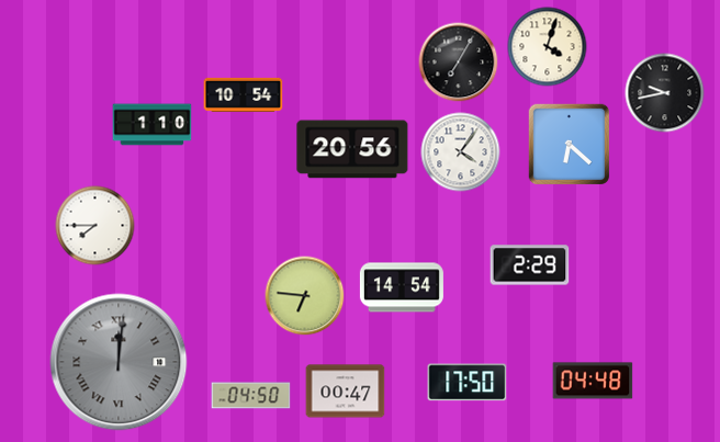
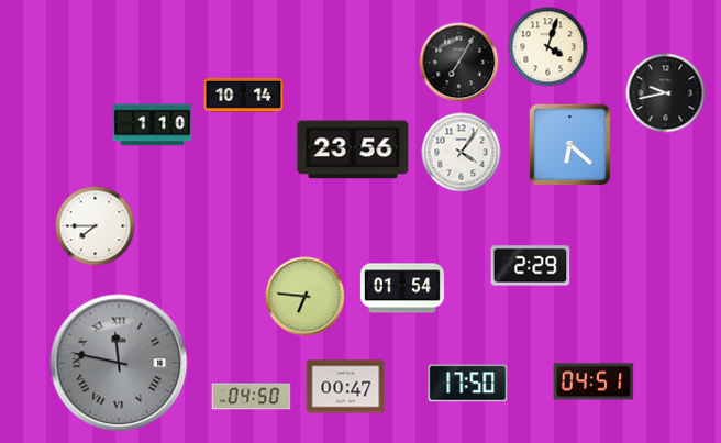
clock at (244, 94): 10:54 -> 10:14
clock at (352, 149): 20:56 -> 23:56
clock at (402, 287): 14:54 -> 01:54
clock at (119, 362): 12:01 -> 11:47
clock at (593, 381): 04:48 -> 04:51
clock at (346, 392) position: (346, 392) -> (346, 387)
